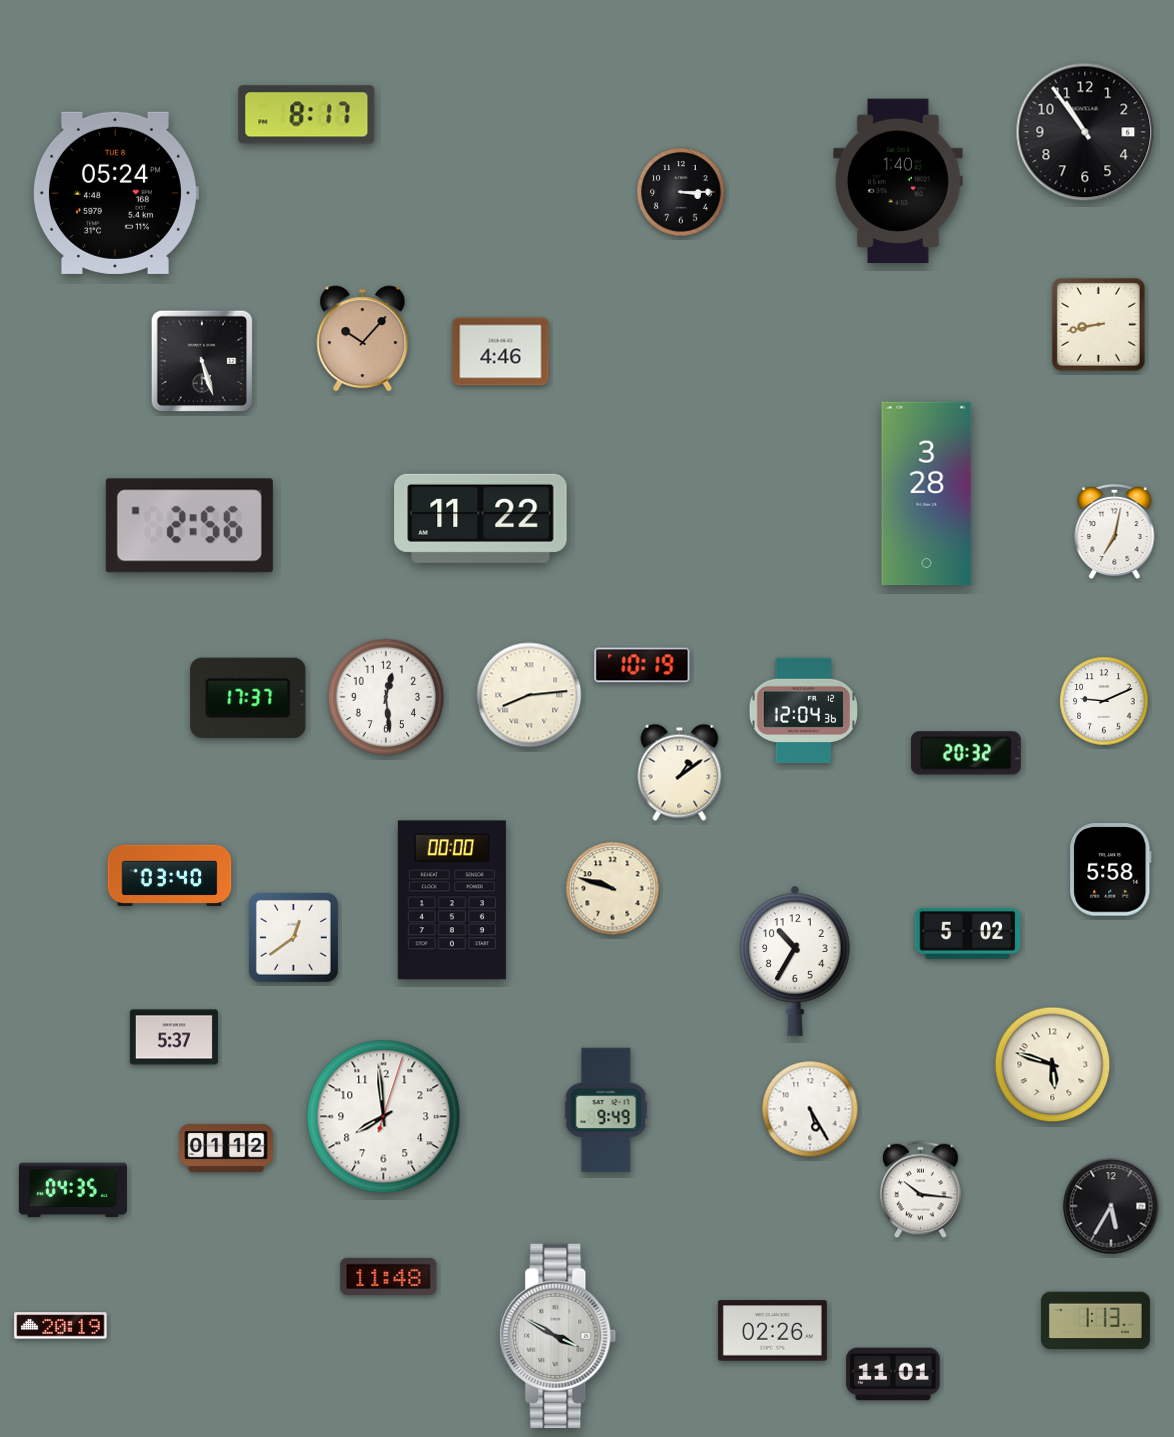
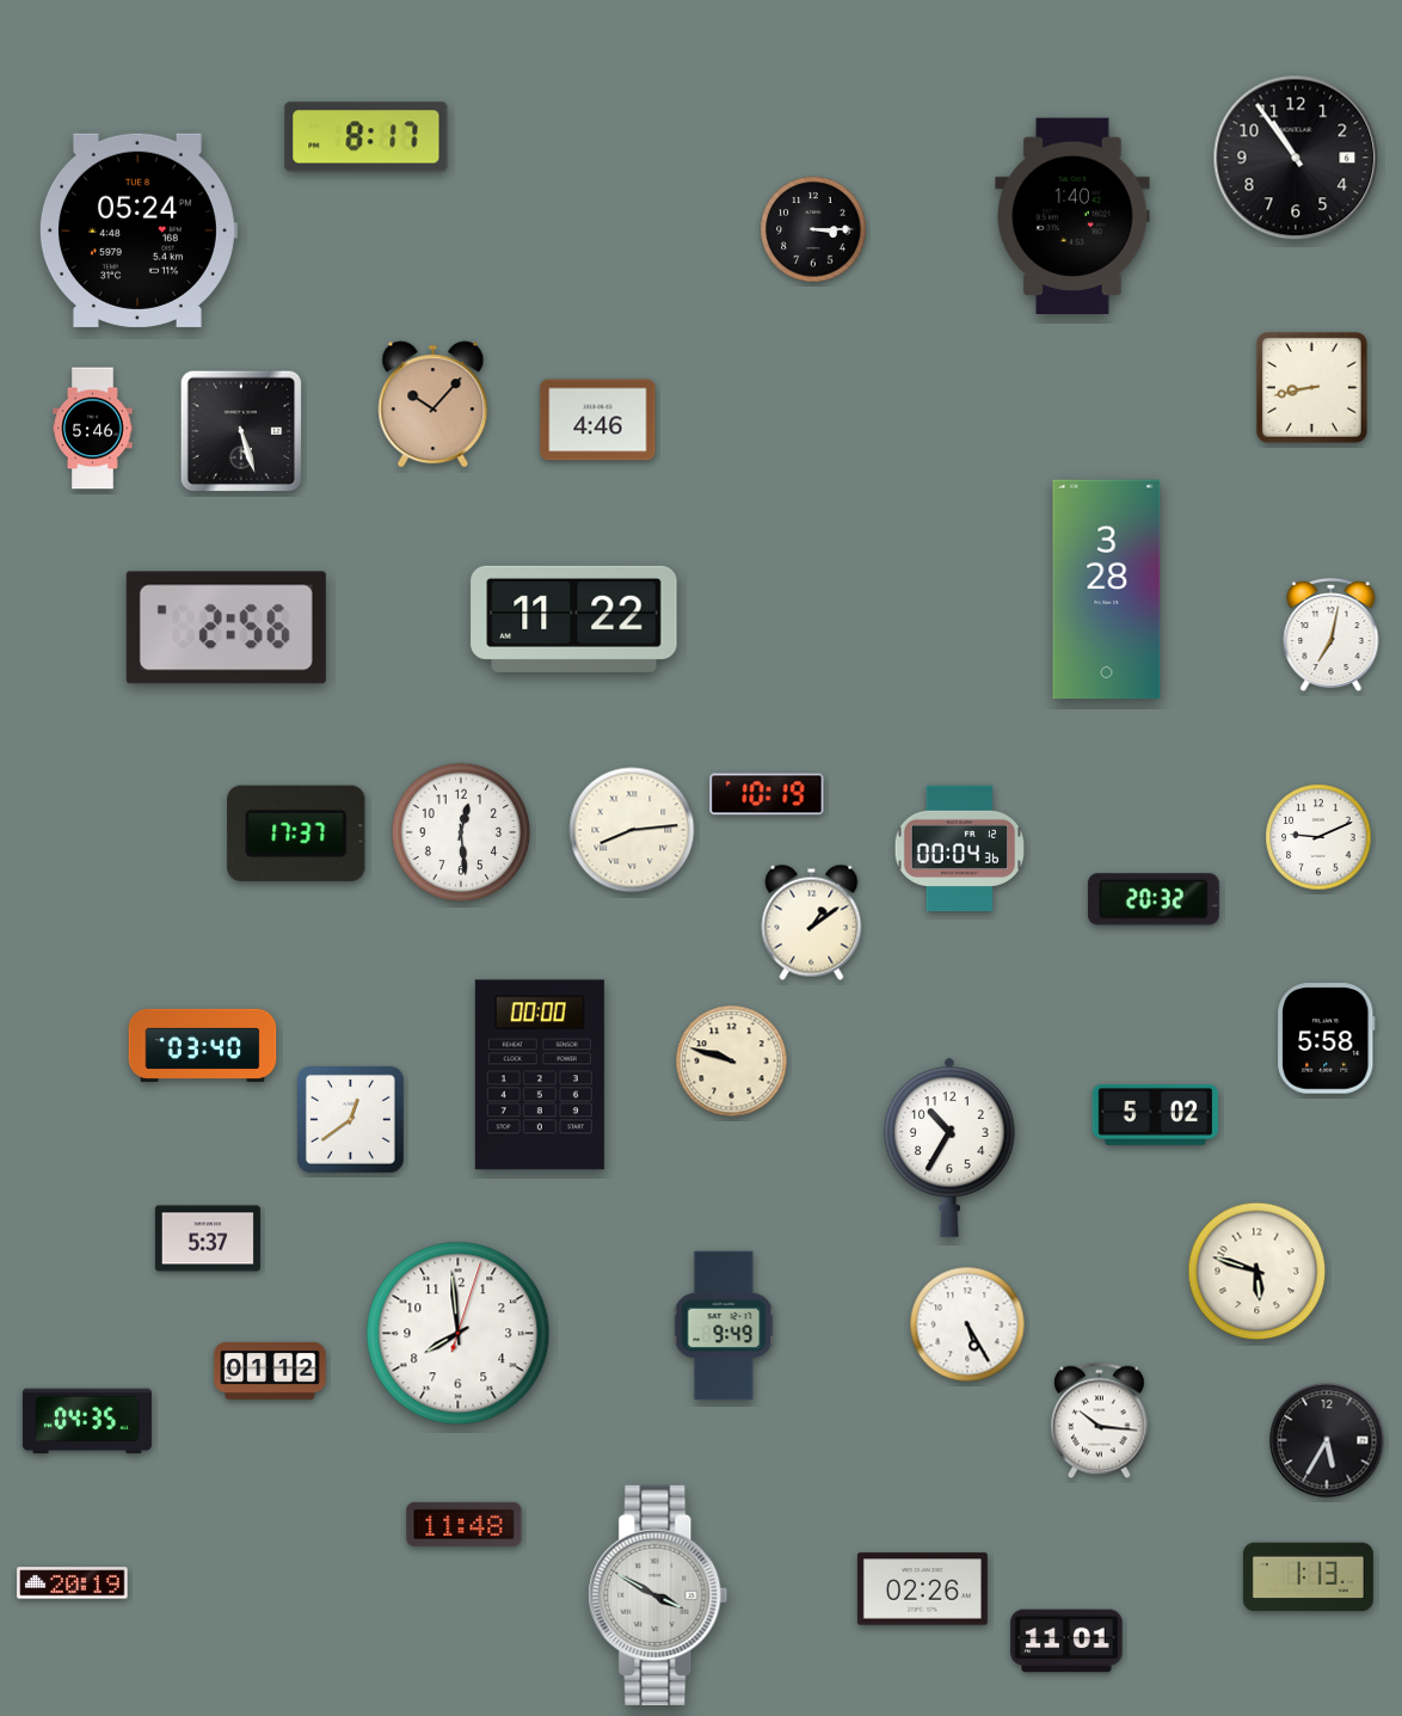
clock at (93, 429): none -> 5:46
clock at (803, 710): 12:04 -> 00:04
clock at (558, 1336) position: (558, 1336) -> (658, 1595)
